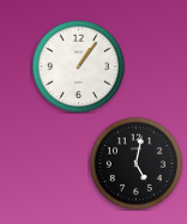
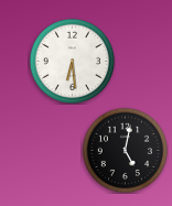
clock at (78, 66): 1:06 -> 6:29
